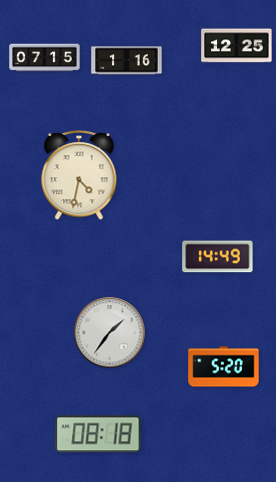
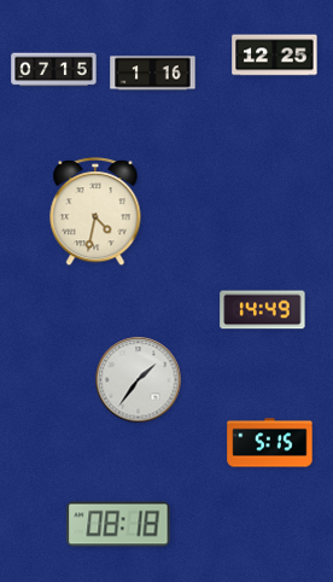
clock at (237, 46) position: (237, 46) -> (275, 56)
clock at (110, 333) position: (110, 333) -> (139, 380)
clock at (224, 367): 5:20 -> 5:15
